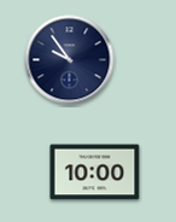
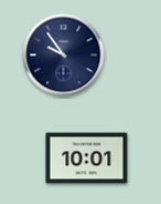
clock at (95, 173): 10:00 -> 10:01
